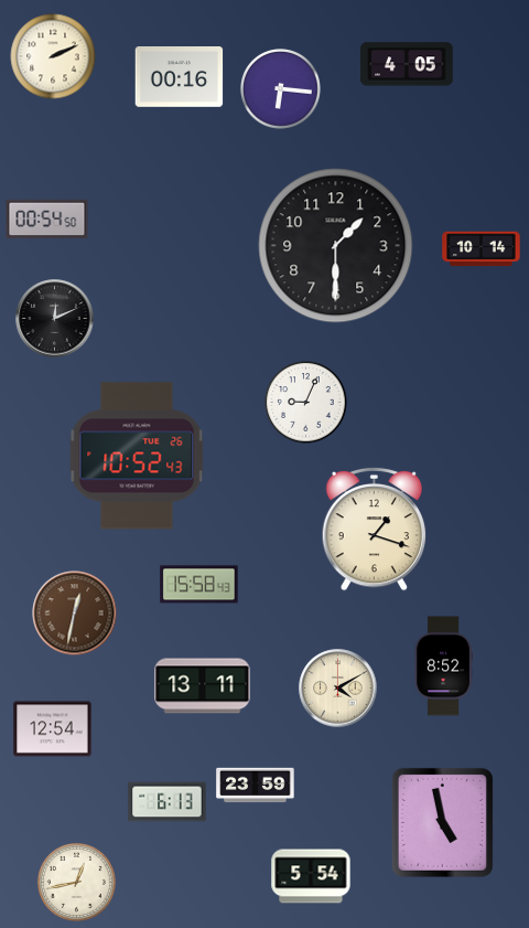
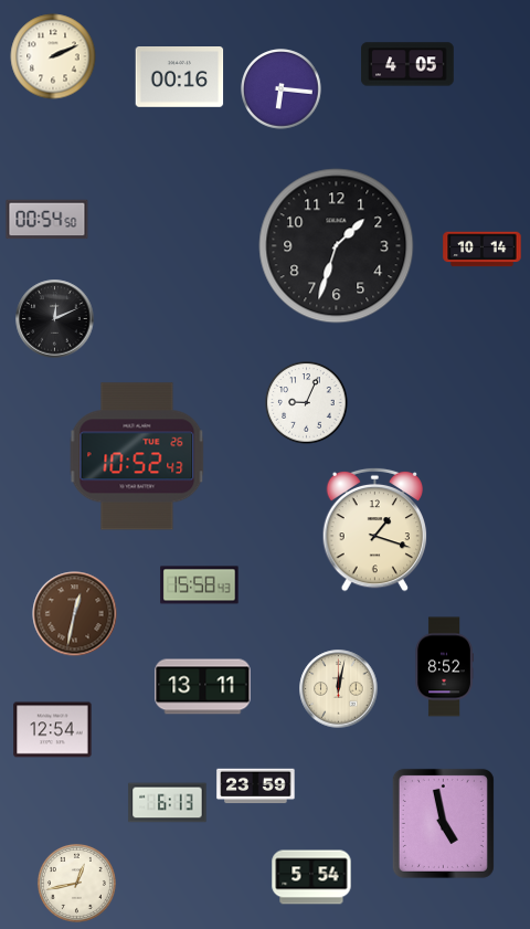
clock at (336, 246): 1:30 -> 1:33
clock at (338, 689): 4:10 -> 12:02
